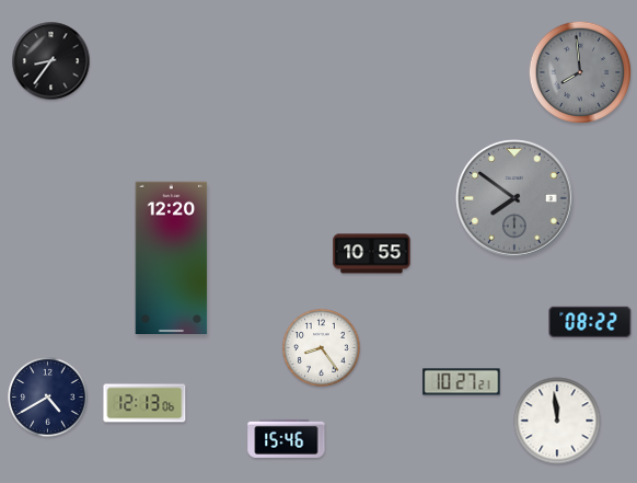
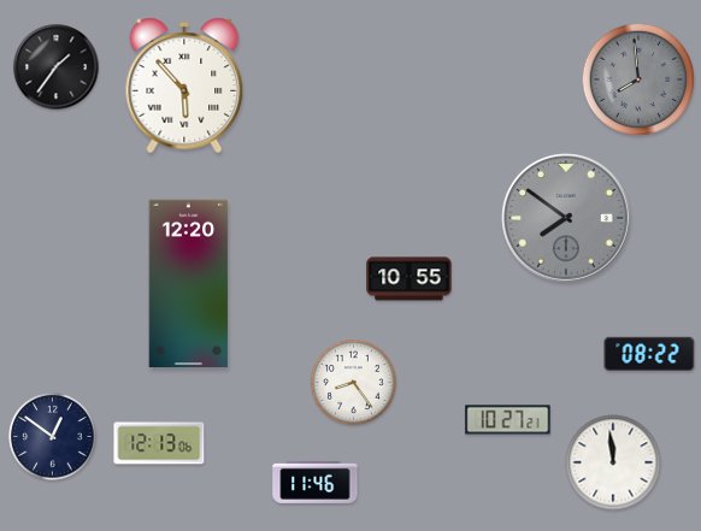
clock at (51, 61): 8:36 -> 1:36
clock at (184, 85): none -> 5:53
clock at (48, 398): 4:40 -> 12:51
clock at (287, 438): 15:46 -> 11:46
